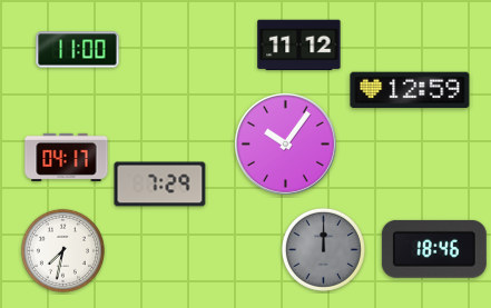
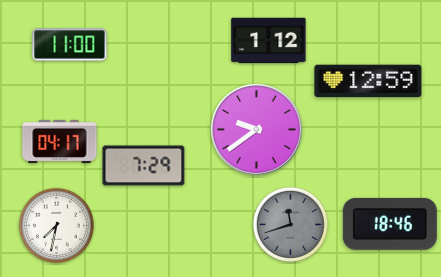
clock at (299, 46): 11:12 -> 1:12
clock at (285, 143): 10:06 -> 9:39
clock at (323, 249): 12:00 -> 11:42
